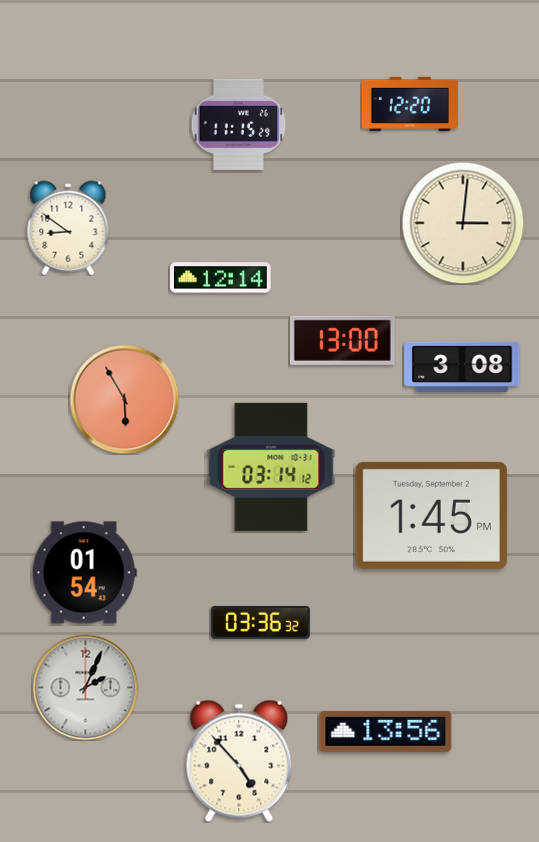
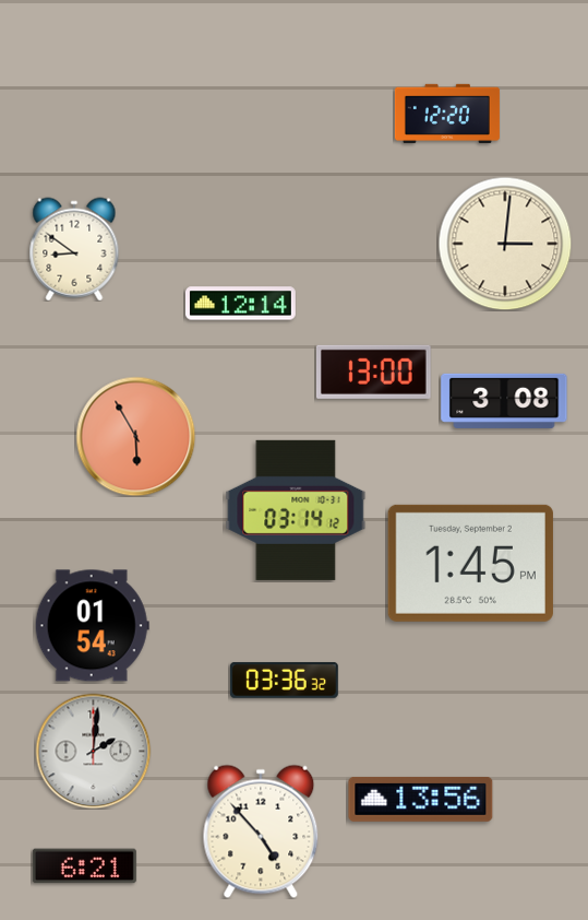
clock at (238, 124): 11:15 -> none
clock at (85, 687): 2:04 -> 2:01
clock at (84, 866): none -> 6:21
